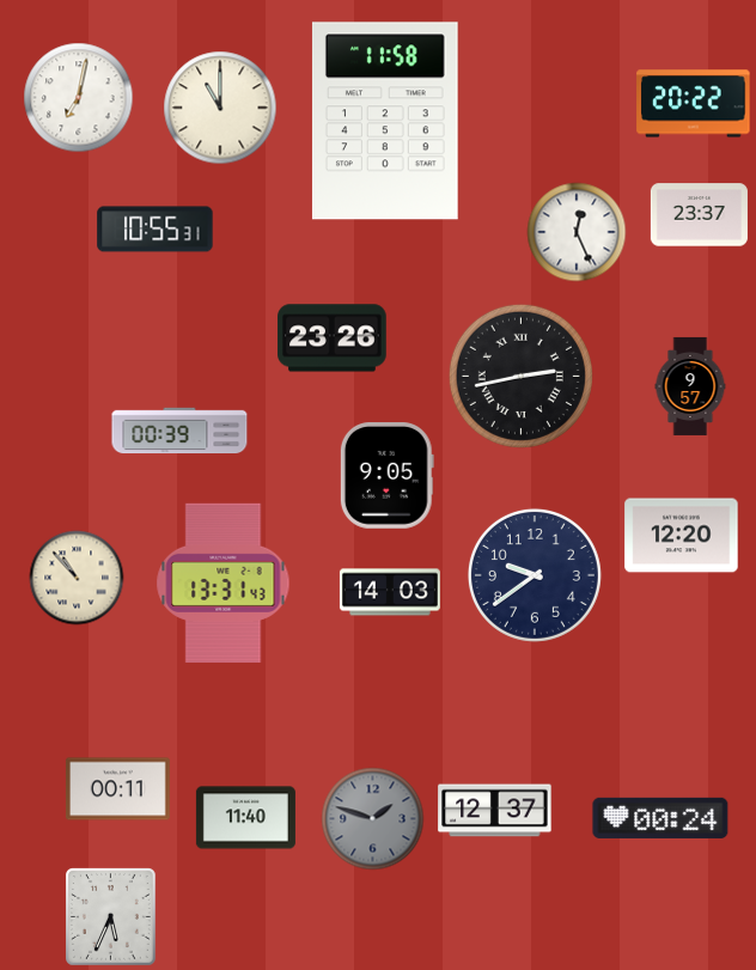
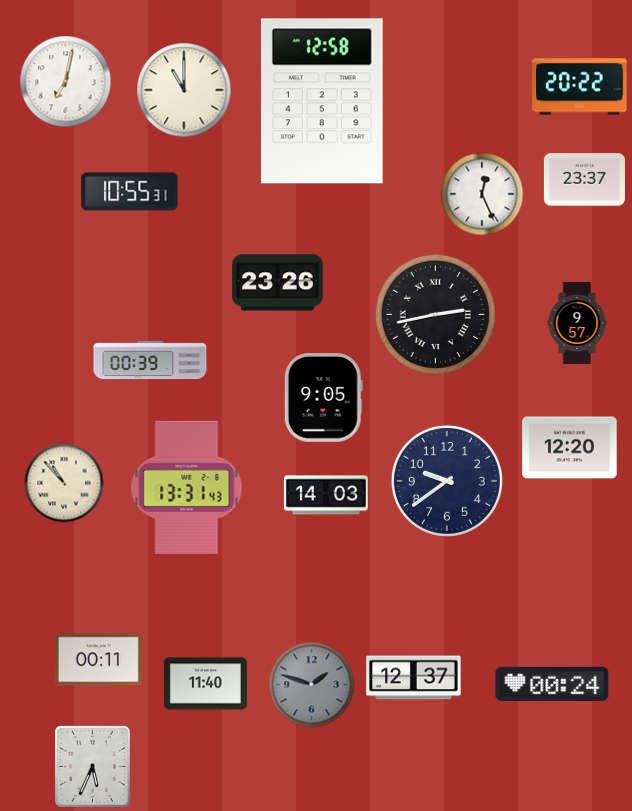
clock at (385, 121): 11:58 -> 12:58
